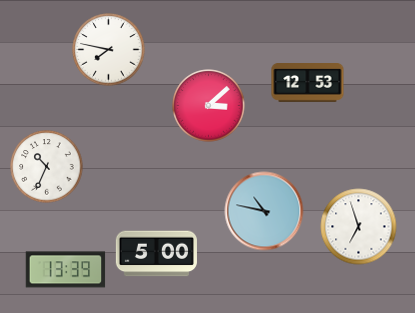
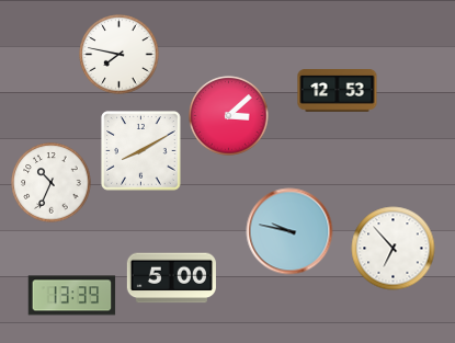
clock at (141, 151): none -> 8:10
clock at (264, 211): 10:47 -> 9:47
clock at (359, 227): 6:57 -> 6:53
